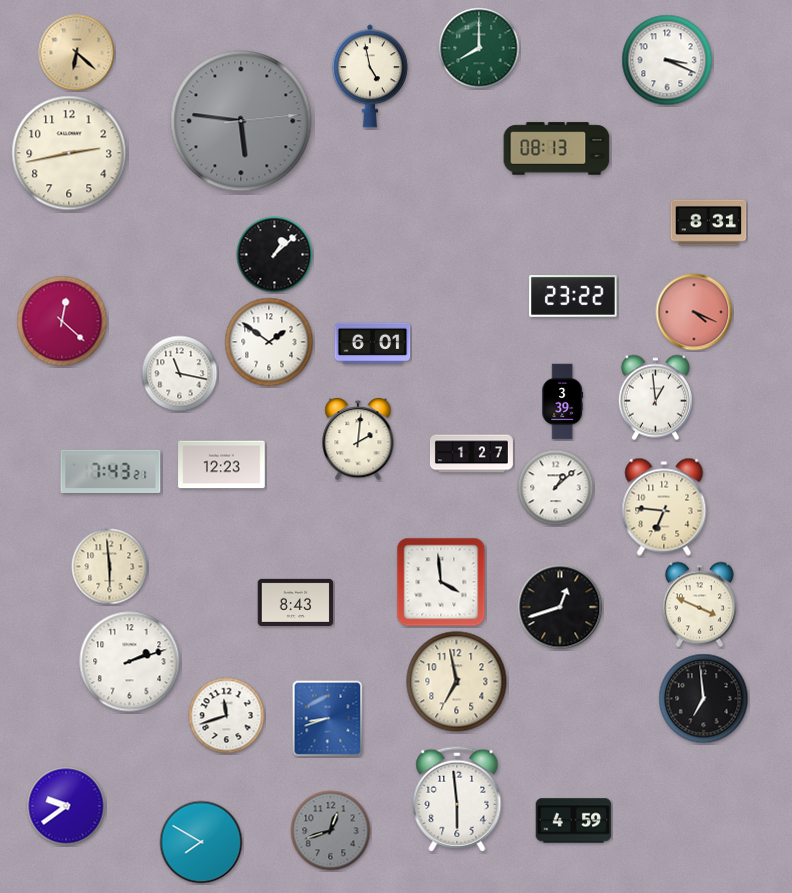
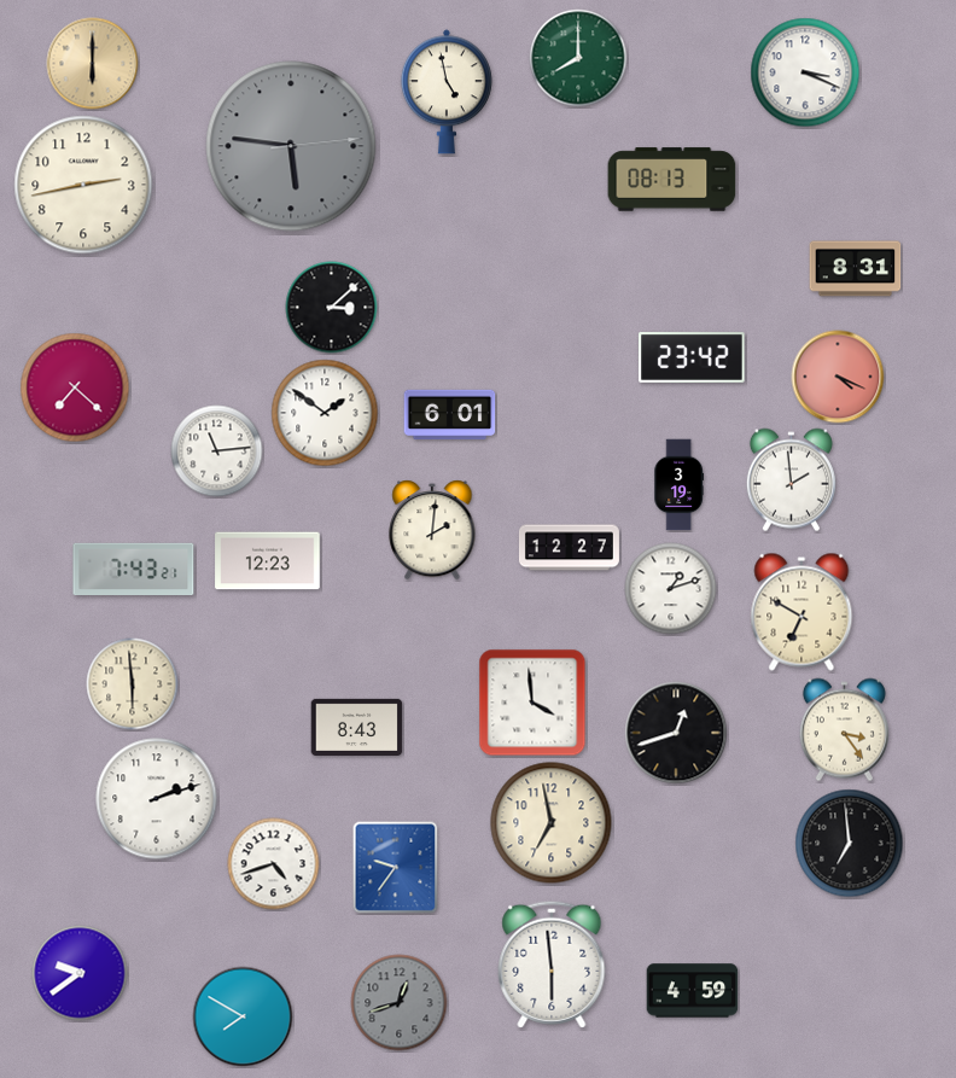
clock at (77, 53): 6:22 -> 6:00
clock at (275, 255): 1:08 -> 3:08
clock at (573, 297): 23:22 -> 23:42
clock at (62, 321): 12:22 -> 7:22
clock at (180, 374): 11:17 -> 11:14
clock at (655, 398): 12:59 -> 1:59
clock at (562, 402): 3:39 -> 3:19
clock at (471, 454): 1:27 -> 12:27
clock at (556, 488): 1:08 -> 1:12
clock at (664, 507): 6:46 -> 6:50
clock at (699, 605): 3:49 -> 3:24
clock at (227, 716): 11:42 -> 4:42
clock at (328, 719): 8:42 -> 9:36
